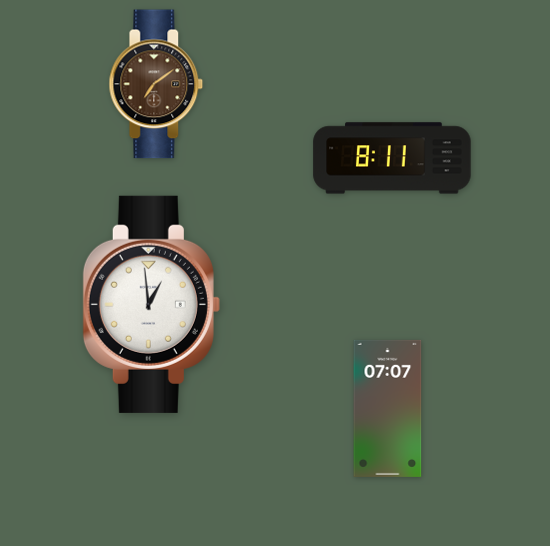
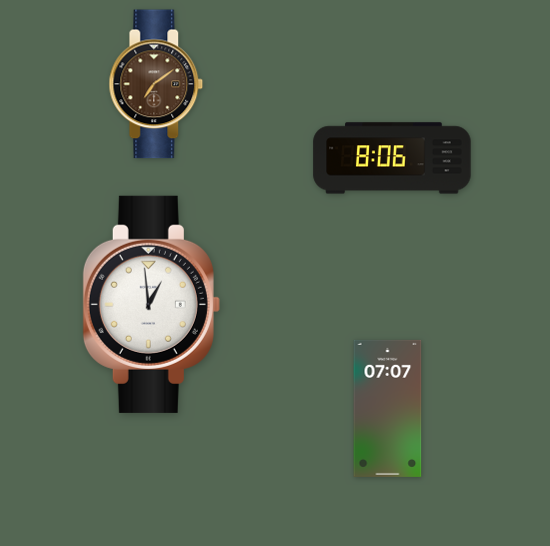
clock at (392, 158): 8:11 -> 8:06
